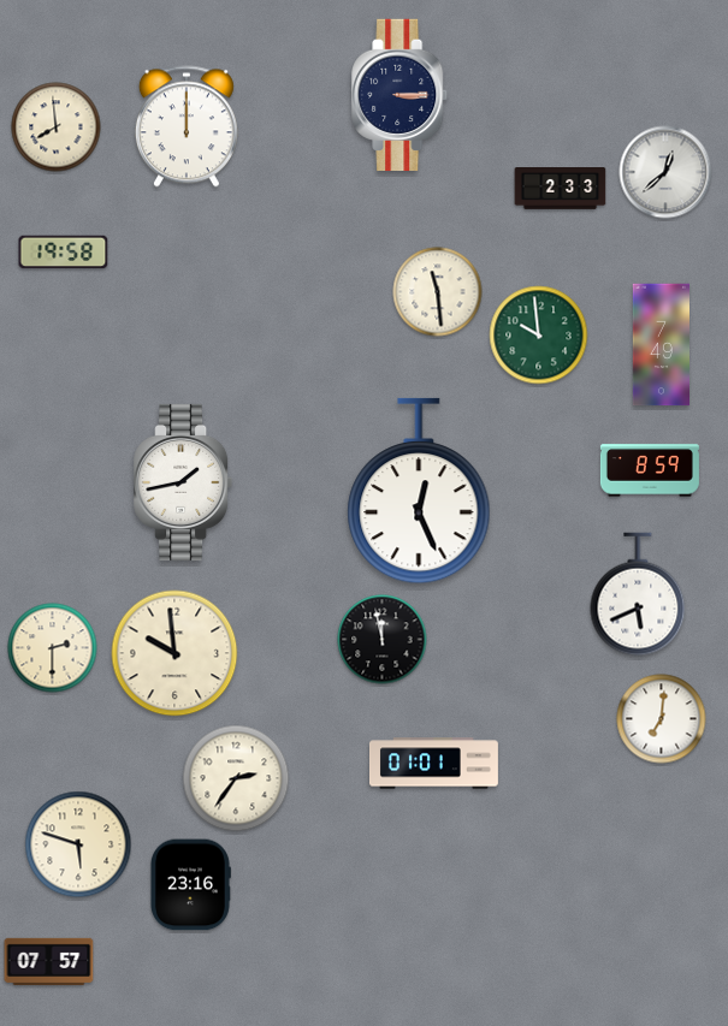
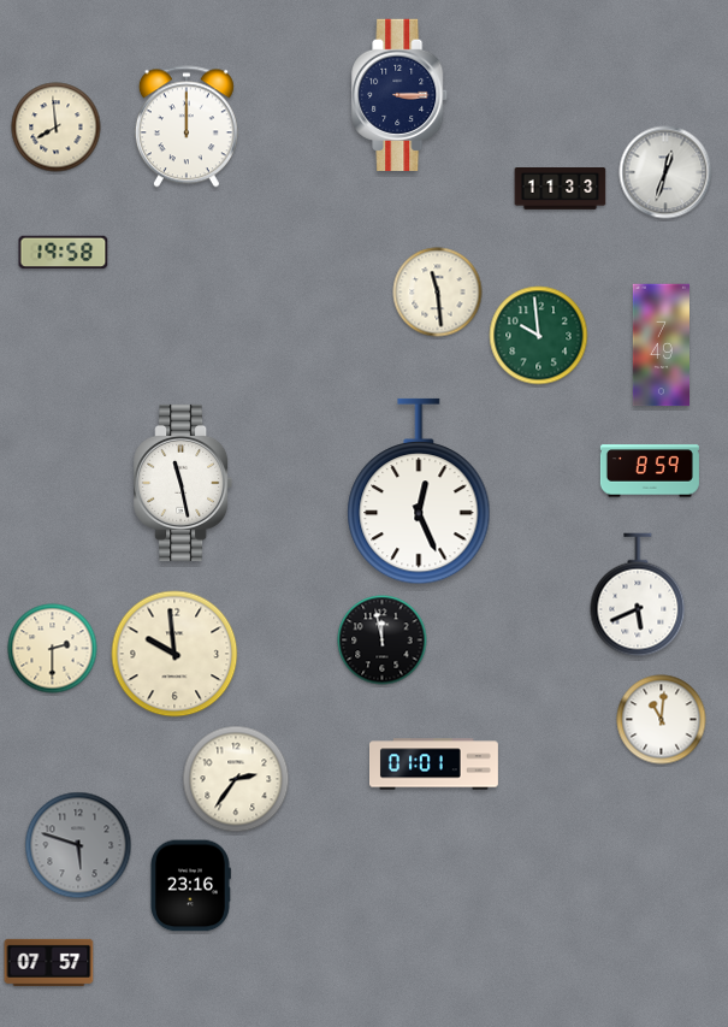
clock at (665, 172): 12:38 -> 12:33
clock at (561, 189): 2:33 -> 11:33
clock at (183, 482): 1:43 -> 11:28
clock at (662, 719): 7:01 -> 11:01
clock at (78, 844) dial: cream -> grey
